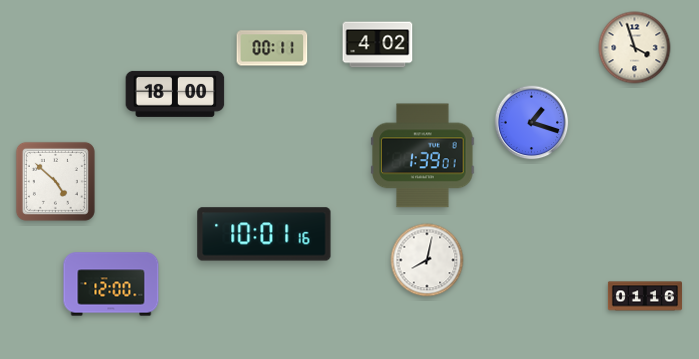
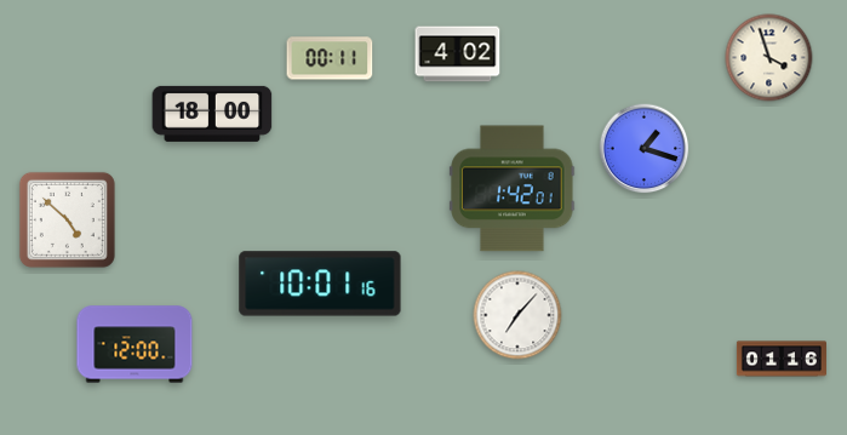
clock at (423, 156): 1:39 -> 1:42
clock at (427, 260): 8:02 -> 7:07
